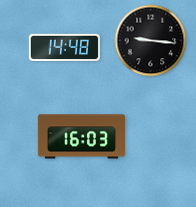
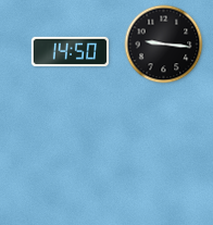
clock at (64, 47): 14:48 -> 14:50
clock at (81, 137): 16:03 -> none
